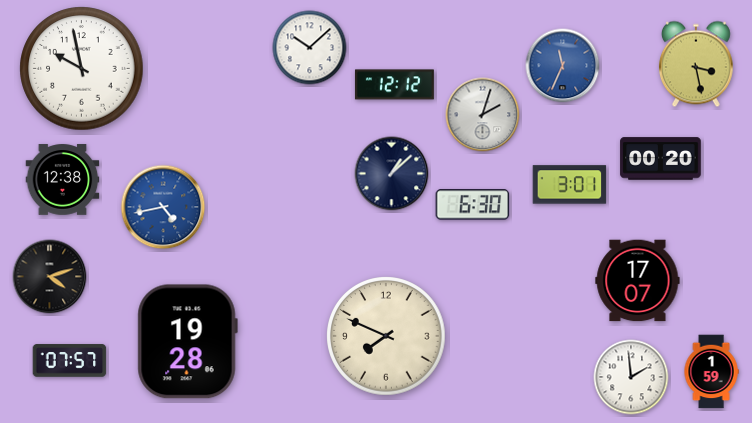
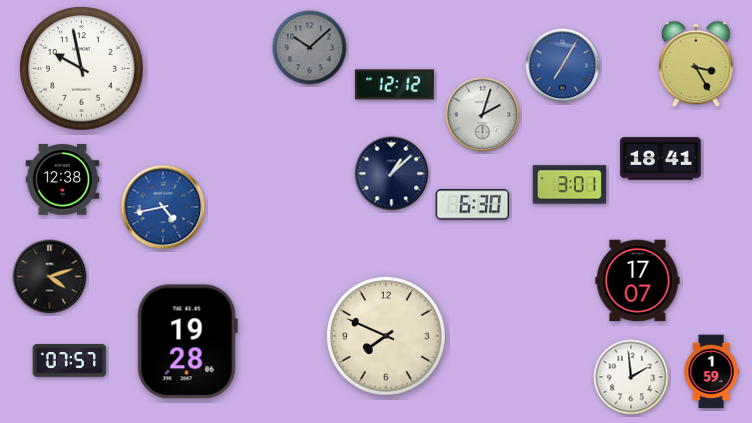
clock at (310, 48) dial: white -> grey
clock at (696, 64): 3:28 -> 3:25
clock at (563, 66): 11:34 -> 7:05
clock at (661, 159): 00:20 -> 18:41
